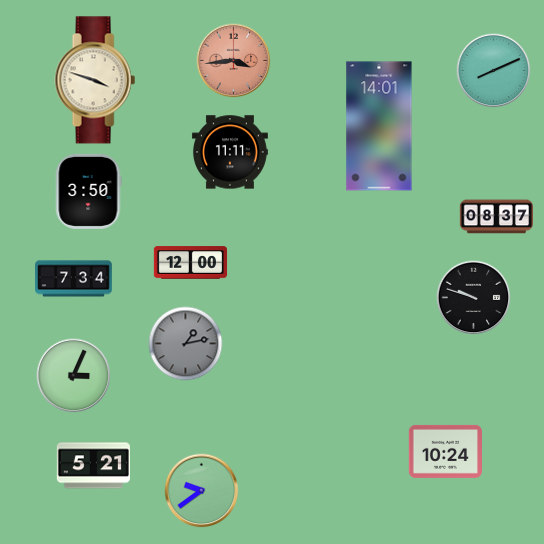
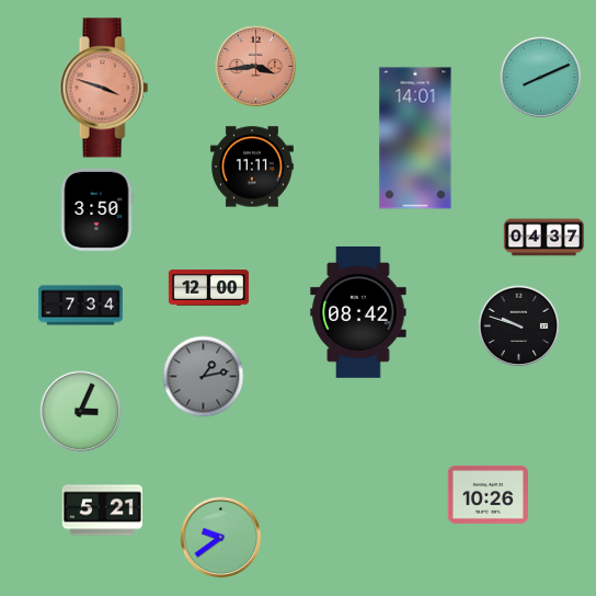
clock at (95, 80) dial: cream -> salmon
clock at (496, 217): 08:37 -> 04:37
clock at (358, 312): none -> 08:42
clock at (445, 451): 10:24 -> 10:26
